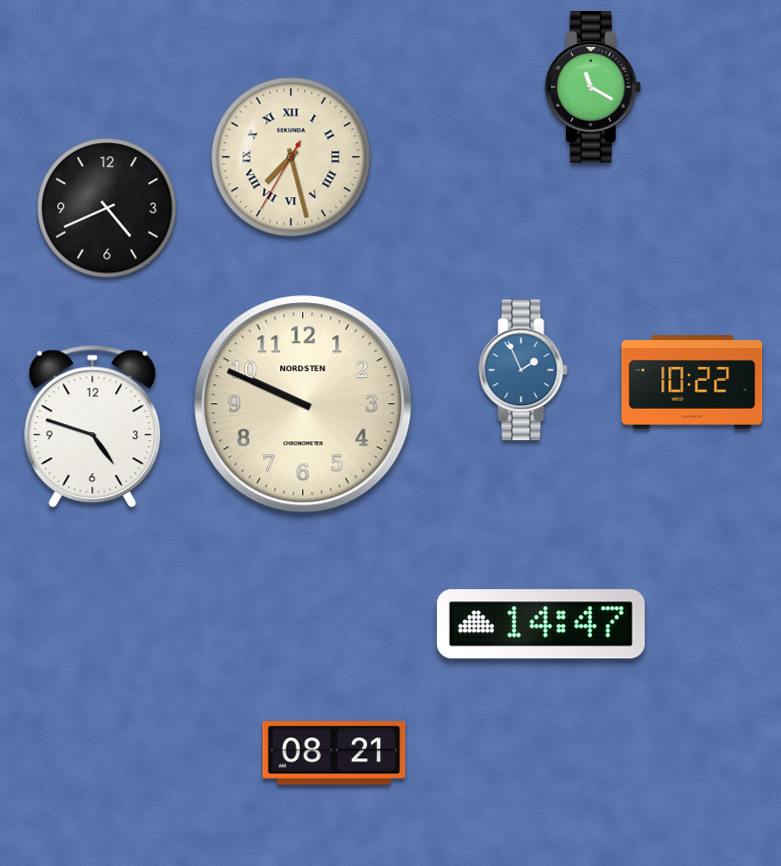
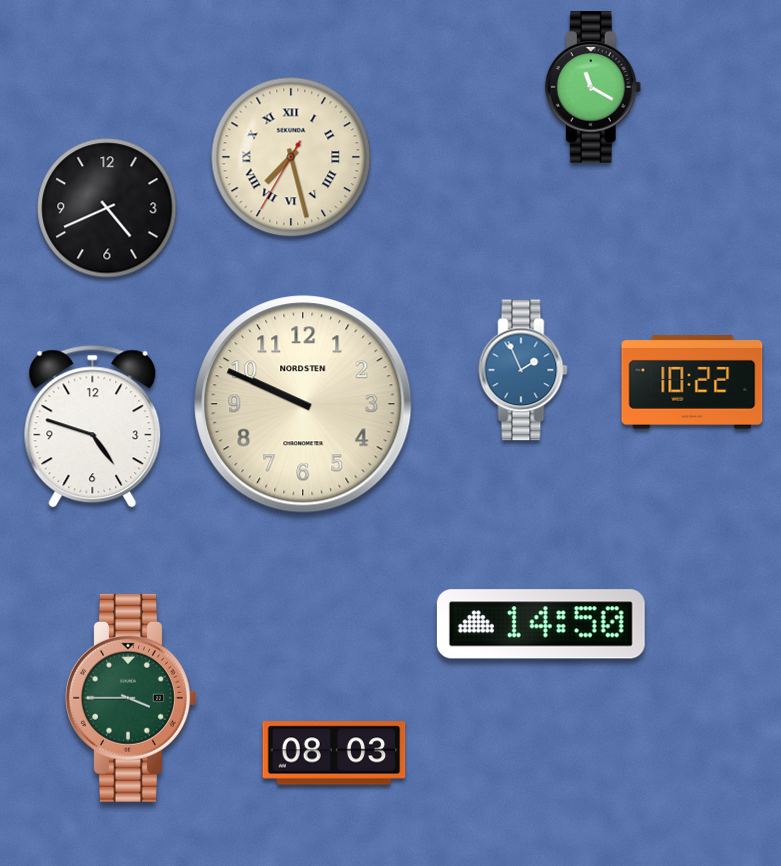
clock at (541, 624): 14:47 -> 14:50
clock at (132, 698): none -> 3:45
clock at (334, 753): 08:21 -> 08:03
